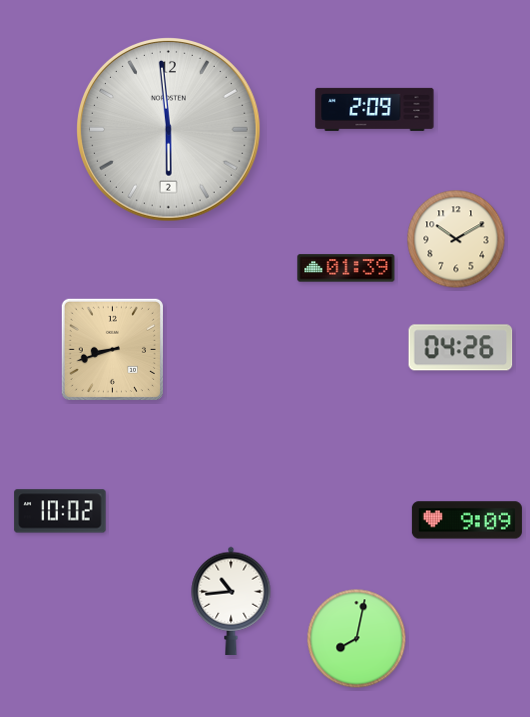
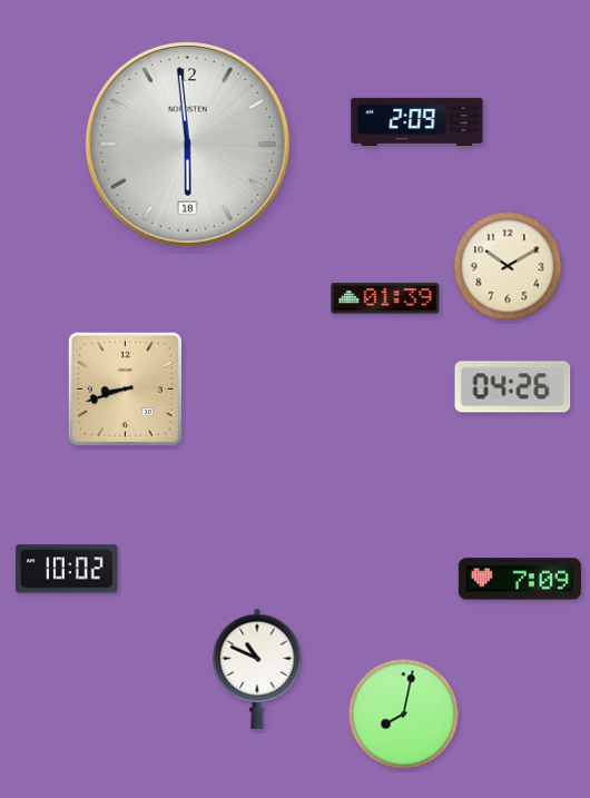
clock at (169, 130) date: 2 -> 18
clock at (467, 520): 9:09 -> 7:09
clock at (231, 601): 10:44 -> 10:49
clock at (357, 639) position: (357, 639) -> (404, 715)
